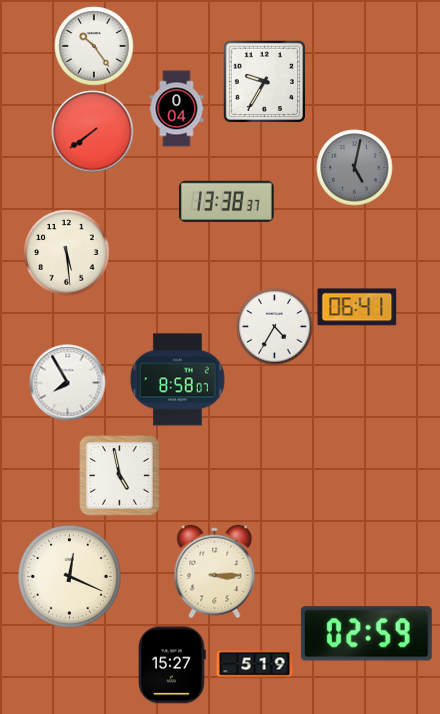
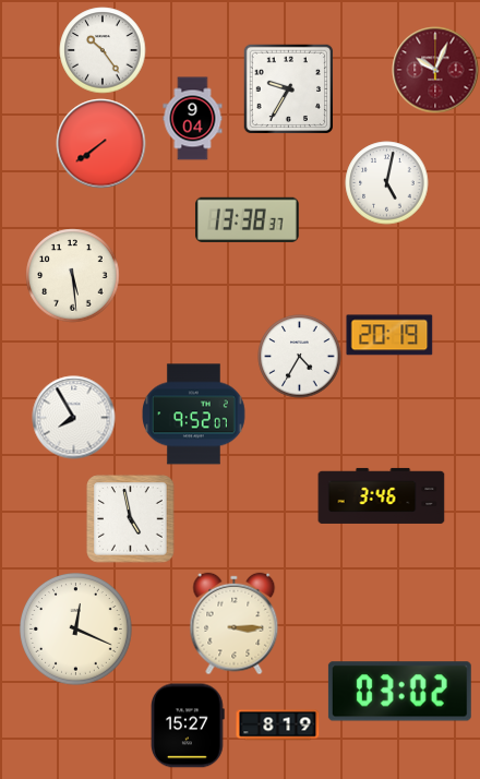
clock at (435, 70): none -> 10:04
clock at (177, 109): 0:04 -> 9:04
clock at (355, 168) dial: grey -> white
clock at (357, 307): 06:41 -> 20:19
clock at (178, 380): 8:58 -> 9:52
clock at (382, 495): none -> 3:46
clock at (366, 634): 02:59 -> 03:02
clock at (255, 665): 5:19 -> 8:19
